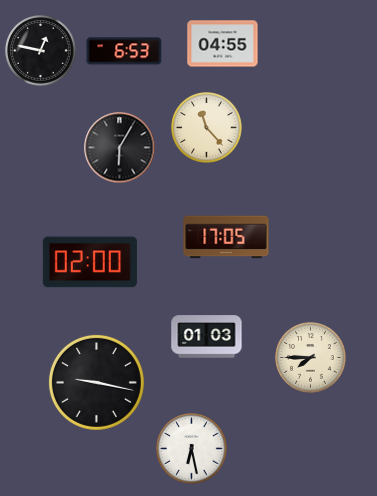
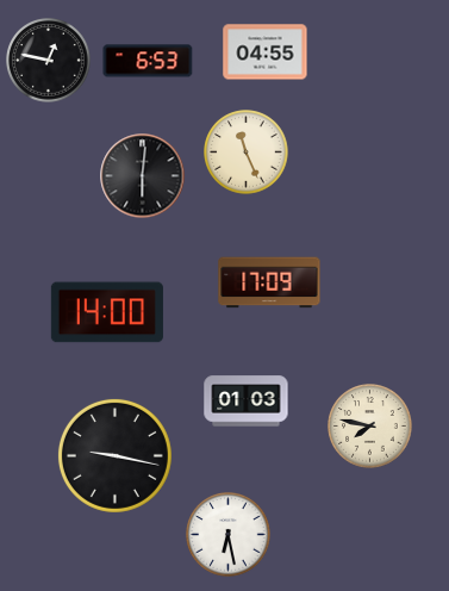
clock at (207, 128): 11:23 -> 11:26
clock at (120, 148): 6:05 -> 6:01
clock at (226, 237): 17:05 -> 17:09
clock at (90, 262): 02:00 -> 14:00
clock at (311, 358): 7:45 -> 7:47
